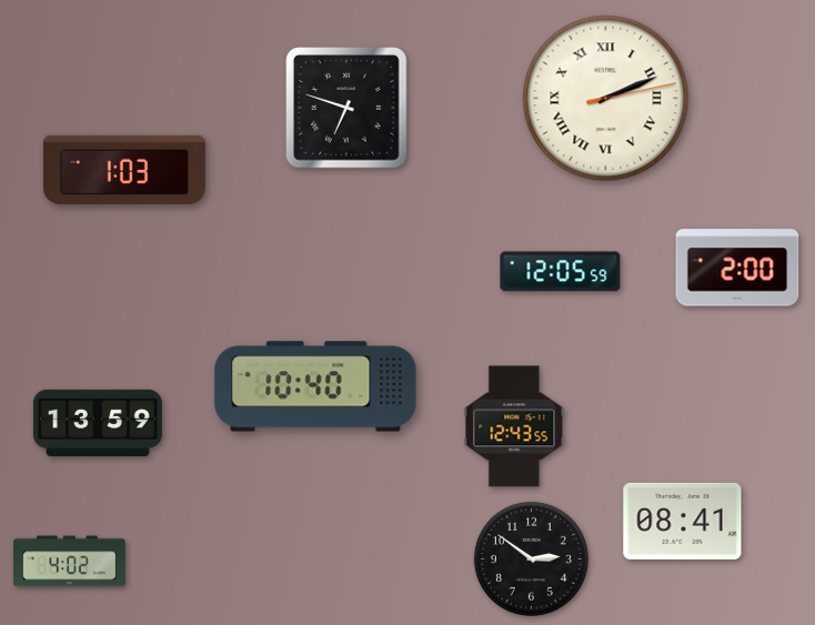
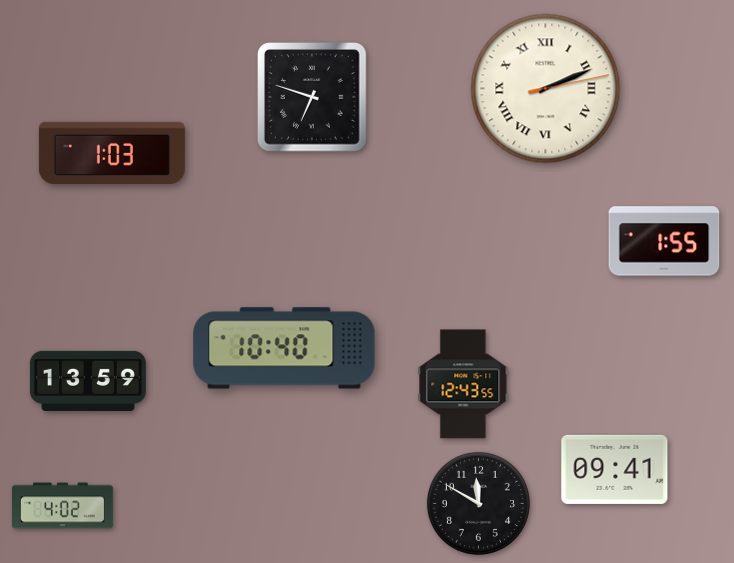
clock at (737, 268): 2:00 -> 1:55
clock at (561, 272): 12:05 -> none
clock at (683, 521): 08:41 -> 09:41
clock at (531, 558): 2:51 -> 11:50
